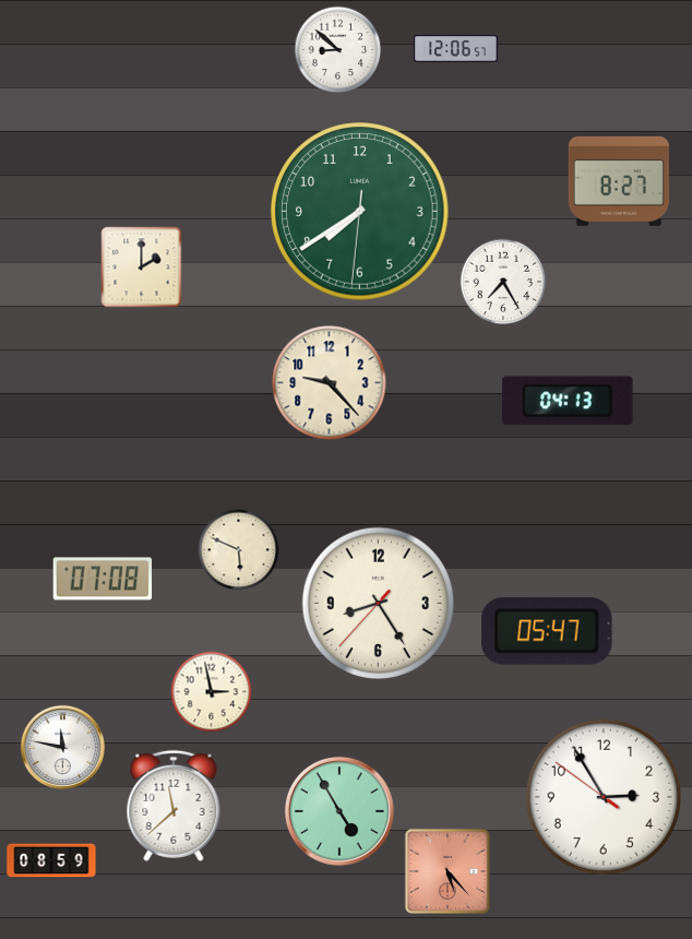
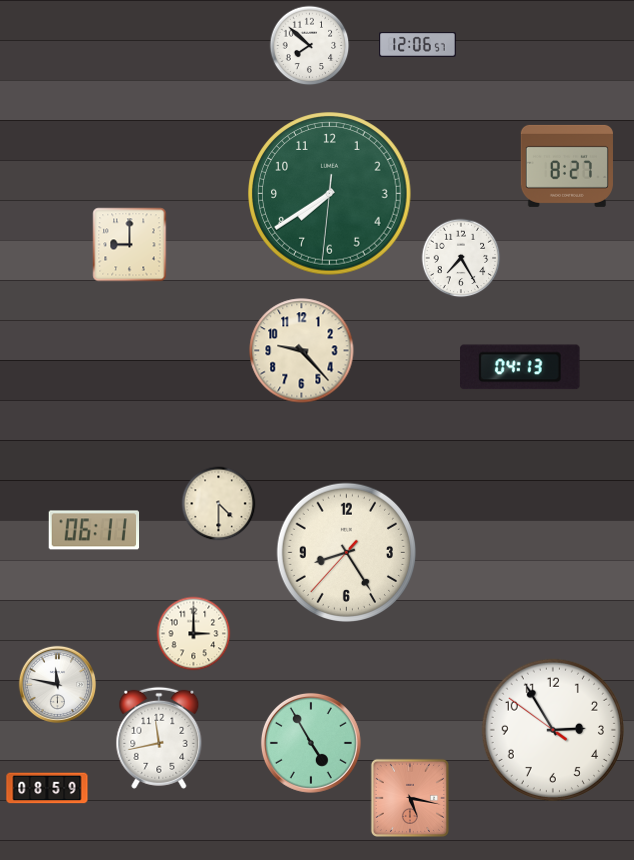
clock at (338, 50): 8:52 -> 7:52
clock at (142, 268): 2:00 -> 9:00
clock at (239, 550): 5:49 -> 4:30
clock at (103, 579): 07:08 -> 06:11
clock at (547, 631): 05:47 -> none
clock at (212, 692): 2:58 -> 3:00
clock at (174, 806): 11:38 -> 11:43
clock at (448, 871): 5:23 -> 5:17
